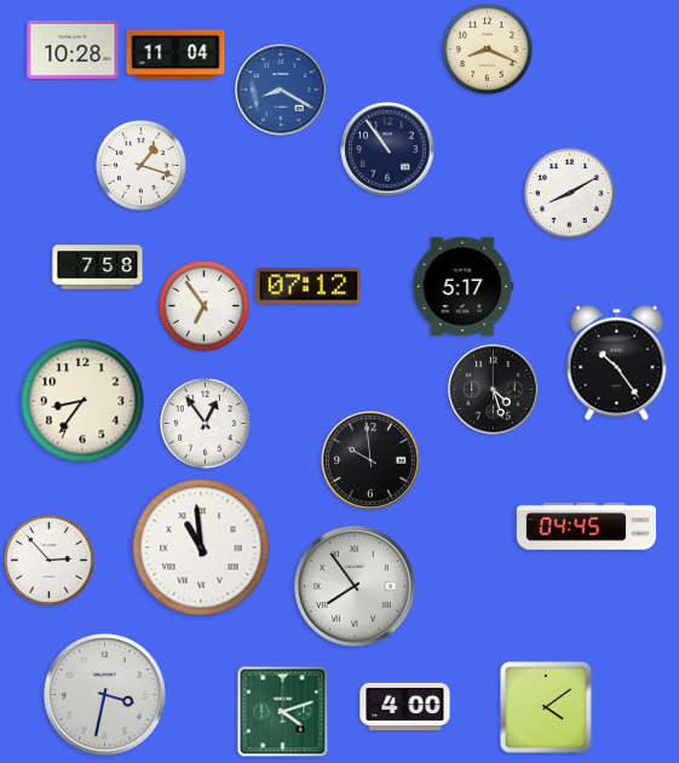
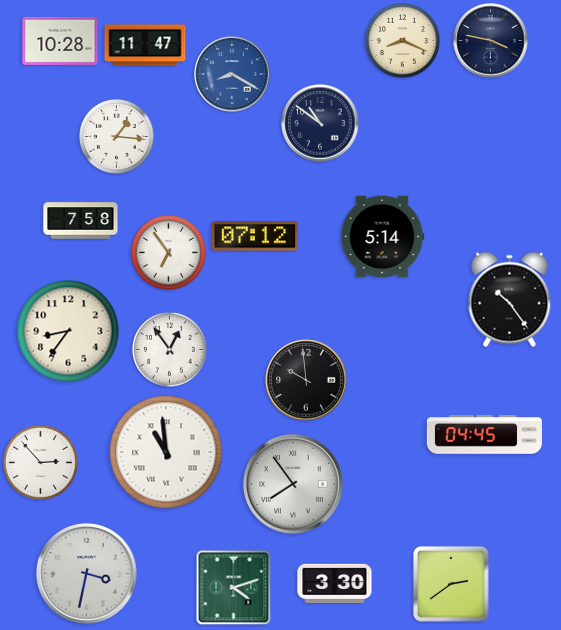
clock at (491, 41): none -> 3:47
clock at (175, 54): 11:04 -> 11:47
clock at (387, 149): 10:54 -> 10:51
clock at (142, 166): 1:18 -> 1:16
clock at (570, 194): 8:10 -> none
clock at (464, 287): 5:17 -> 5:14
clock at (494, 390): 4:27 -> none
clock at (405, 706): 4:00 -> 3:30
clock at (546, 707): 4:09 -> 2:39
